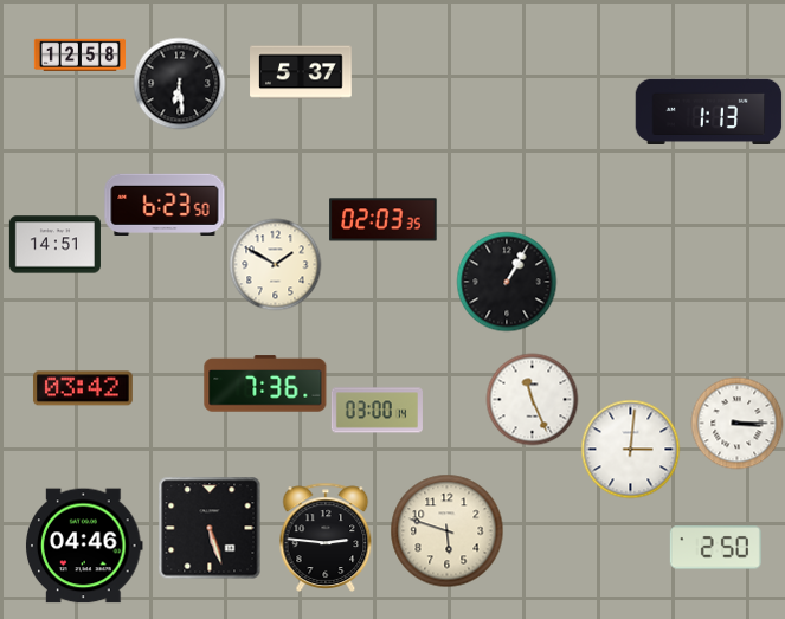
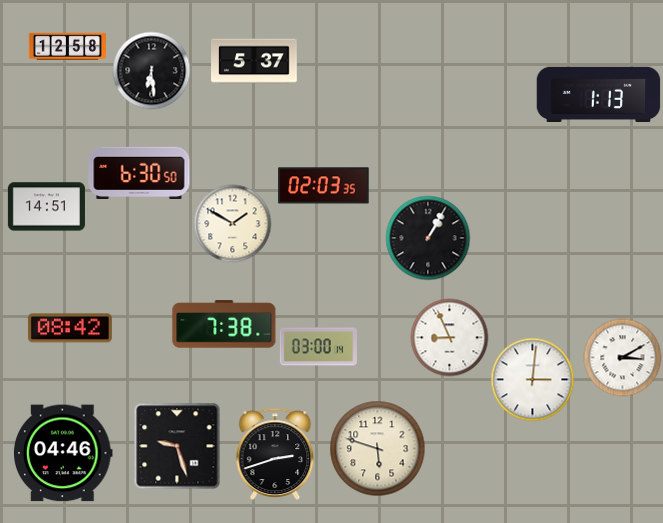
clock at (165, 204): 6:23 -> 6:30
clock at (265, 383): 7:36 -> 7:38
clock at (83, 388): 03:42 -> 08:42
clock at (532, 399): 11:26 -> 8:56
clock at (736, 423): 3:15 -> 3:10
clock at (210, 528): 5:27 -> 9:27
clock at (326, 537): 2:46 -> 2:42
clock at (85, 546) position: (85, 546) -> (64, 453)
clock at (715, 548): 2:50 -> none
